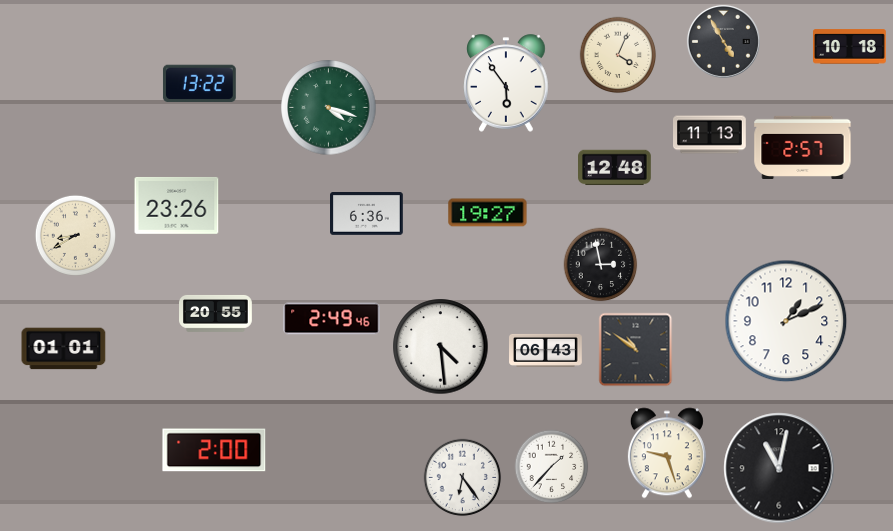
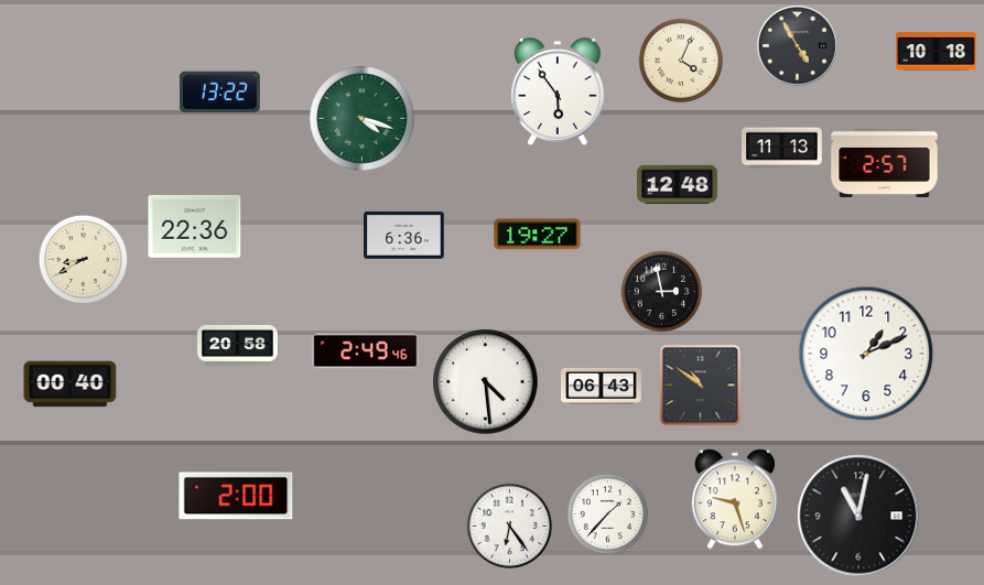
clock at (177, 205): 23:26 -> 22:36
clock at (216, 313): 20:55 -> 20:58
clock at (64, 349): 01:01 -> 00:40
